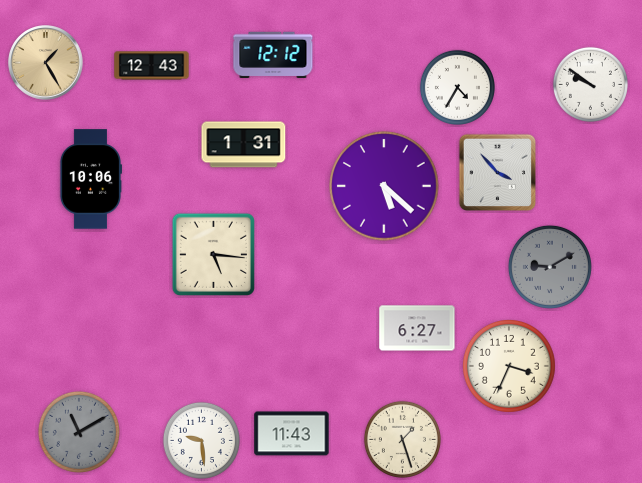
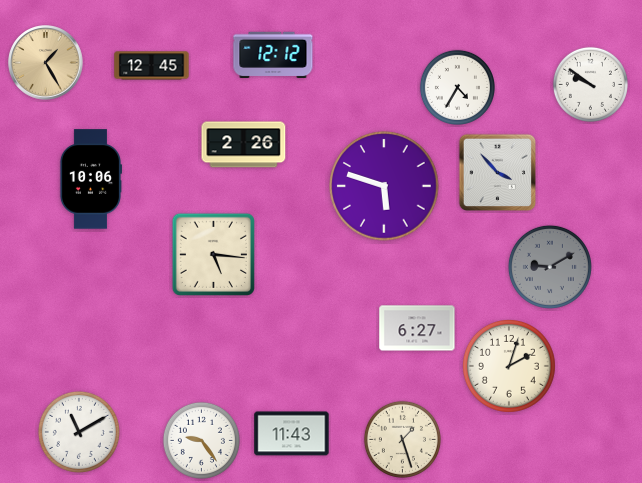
clock at (152, 66): 12:43 -> 12:45
clock at (244, 145): 1:31 -> 2:26
clock at (384, 186): 5:22 -> 5:48
clock at (509, 366): 3:34 -> 2:03
clock at (79, 432) dial: grey -> white
clock at (201, 440): 9:29 -> 9:24
